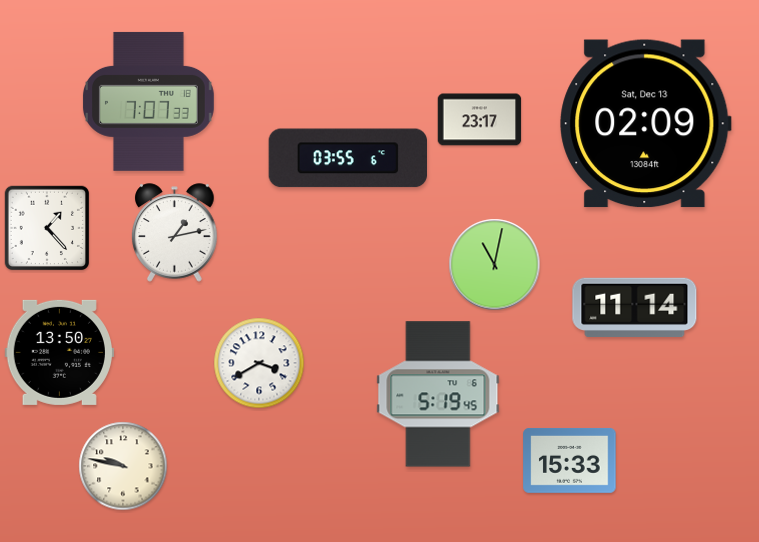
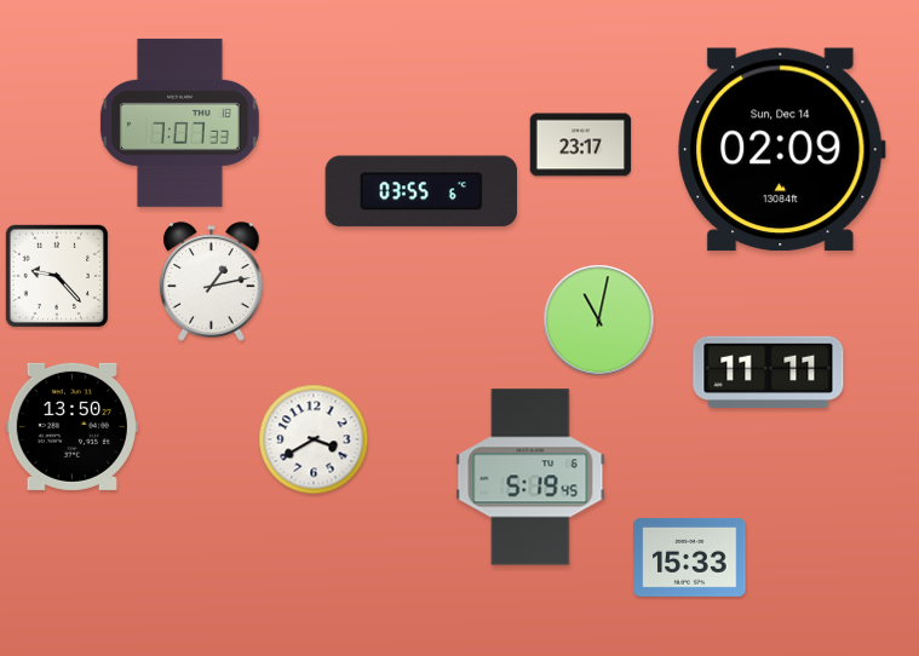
clock at (646, 124) date: Sat, Dec 13 -> Sun, Dec 14
clock at (47, 228): 1:23 -> 9:23
clock at (635, 307): 11:14 -> 11:11
clock at (123, 466): 9:47 -> none
